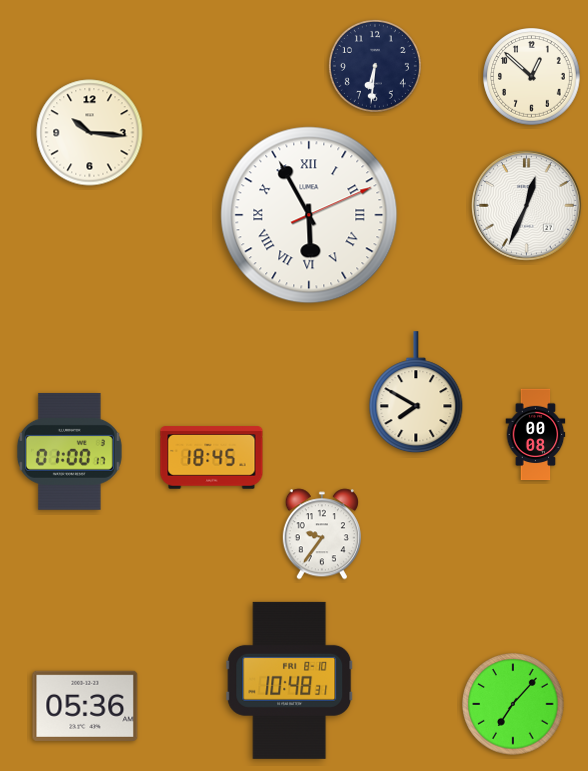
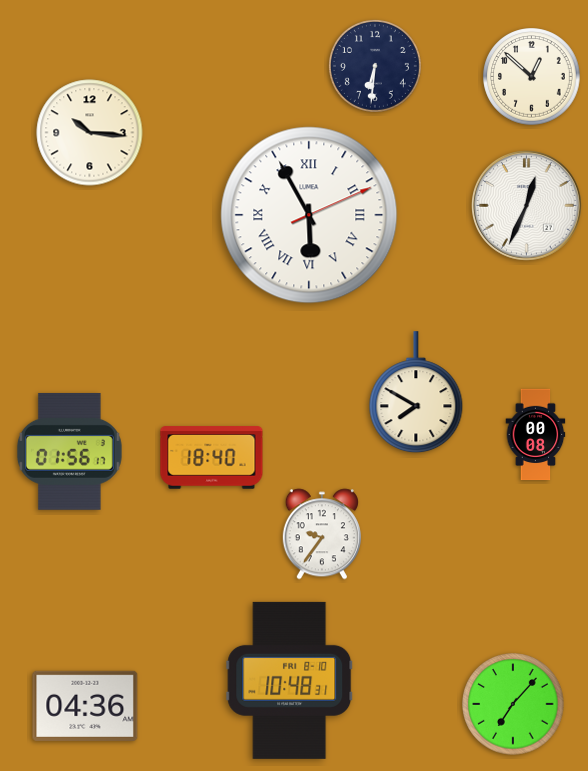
clock at (69, 451): 01:00 -> 01:56
clock at (212, 458): 18:45 -> 18:40
clock at (85, 706): 05:36 -> 04:36
